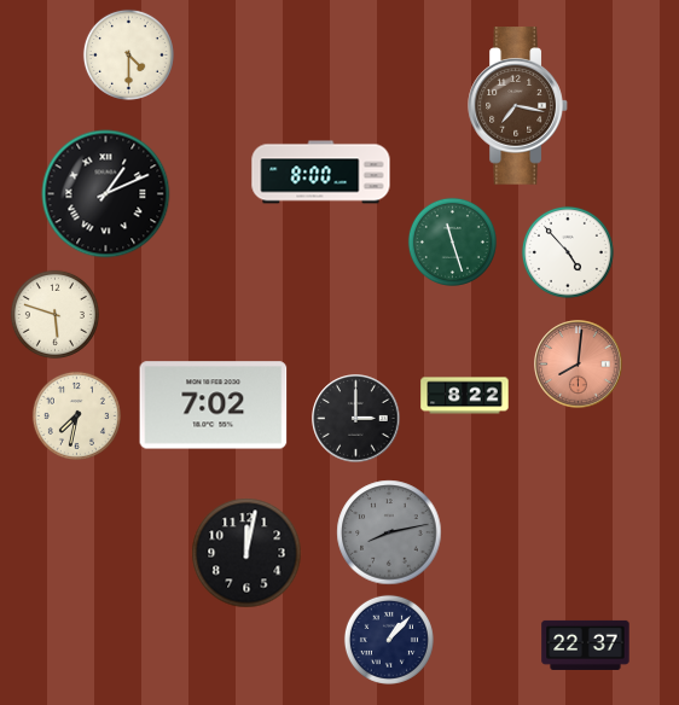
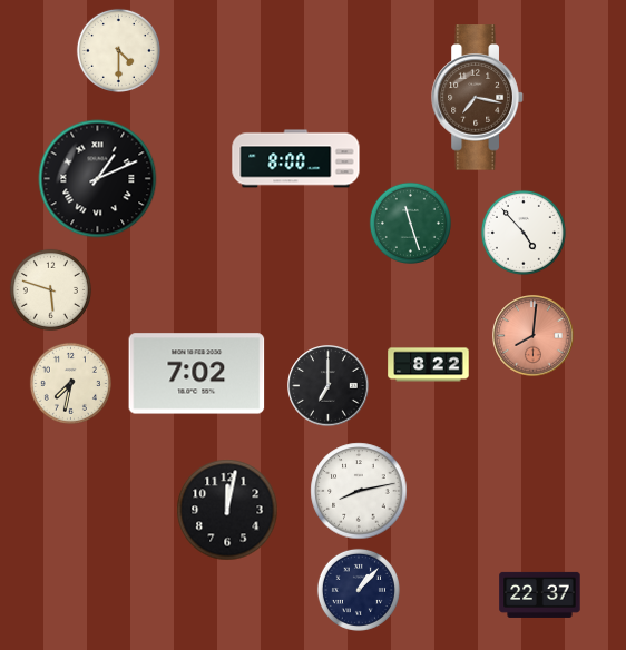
clock at (452, 241) position: (452, 241) -> (410, 223)
clock at (356, 419): 3:00 -> 7:00
clock at (389, 532) dial: grey -> white
